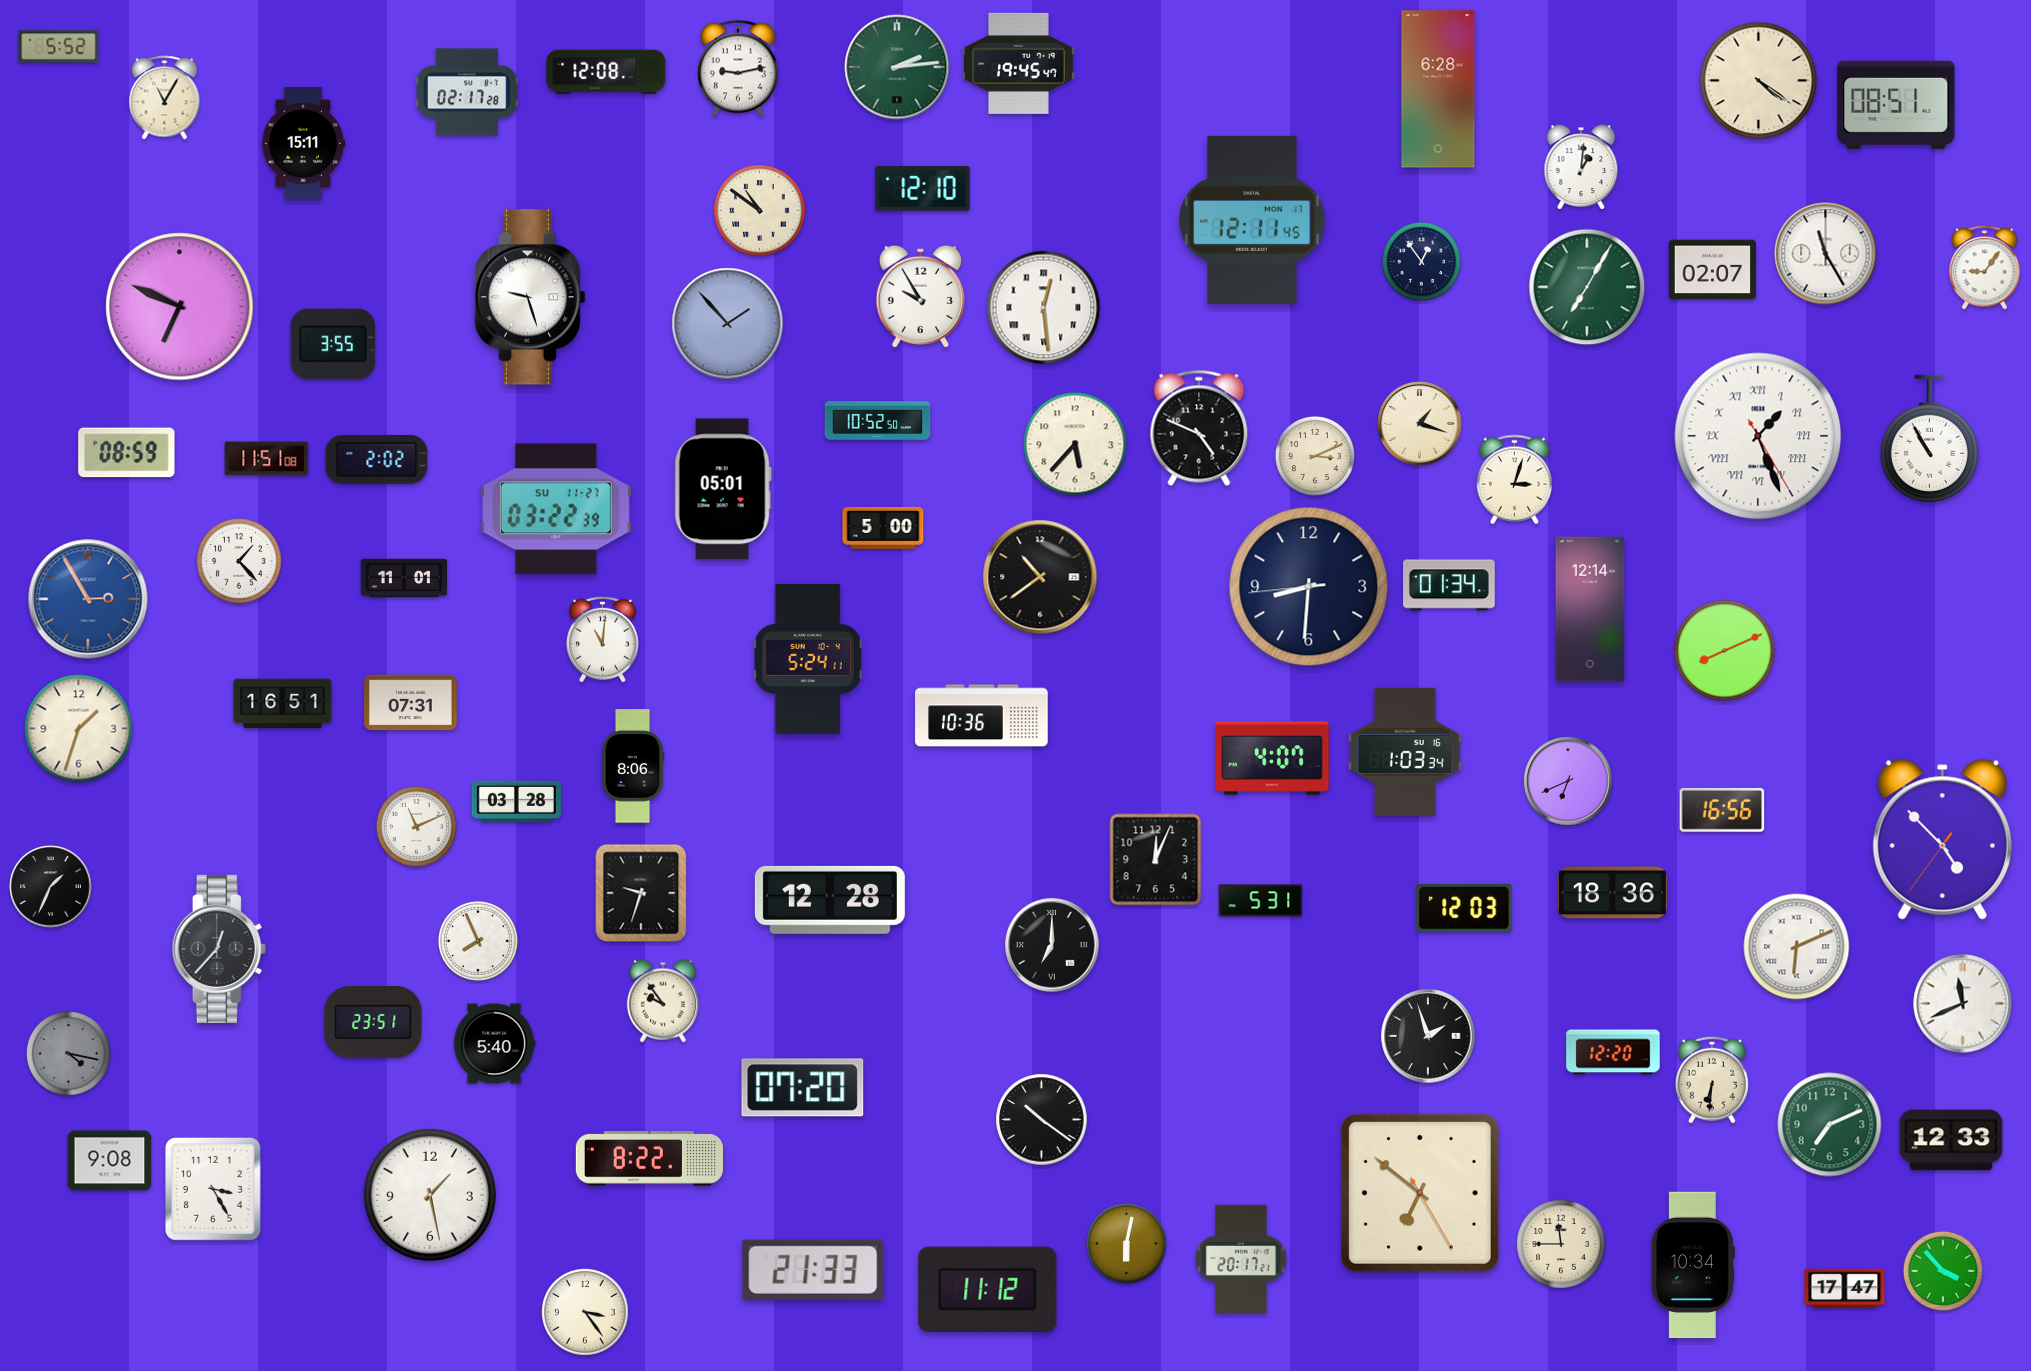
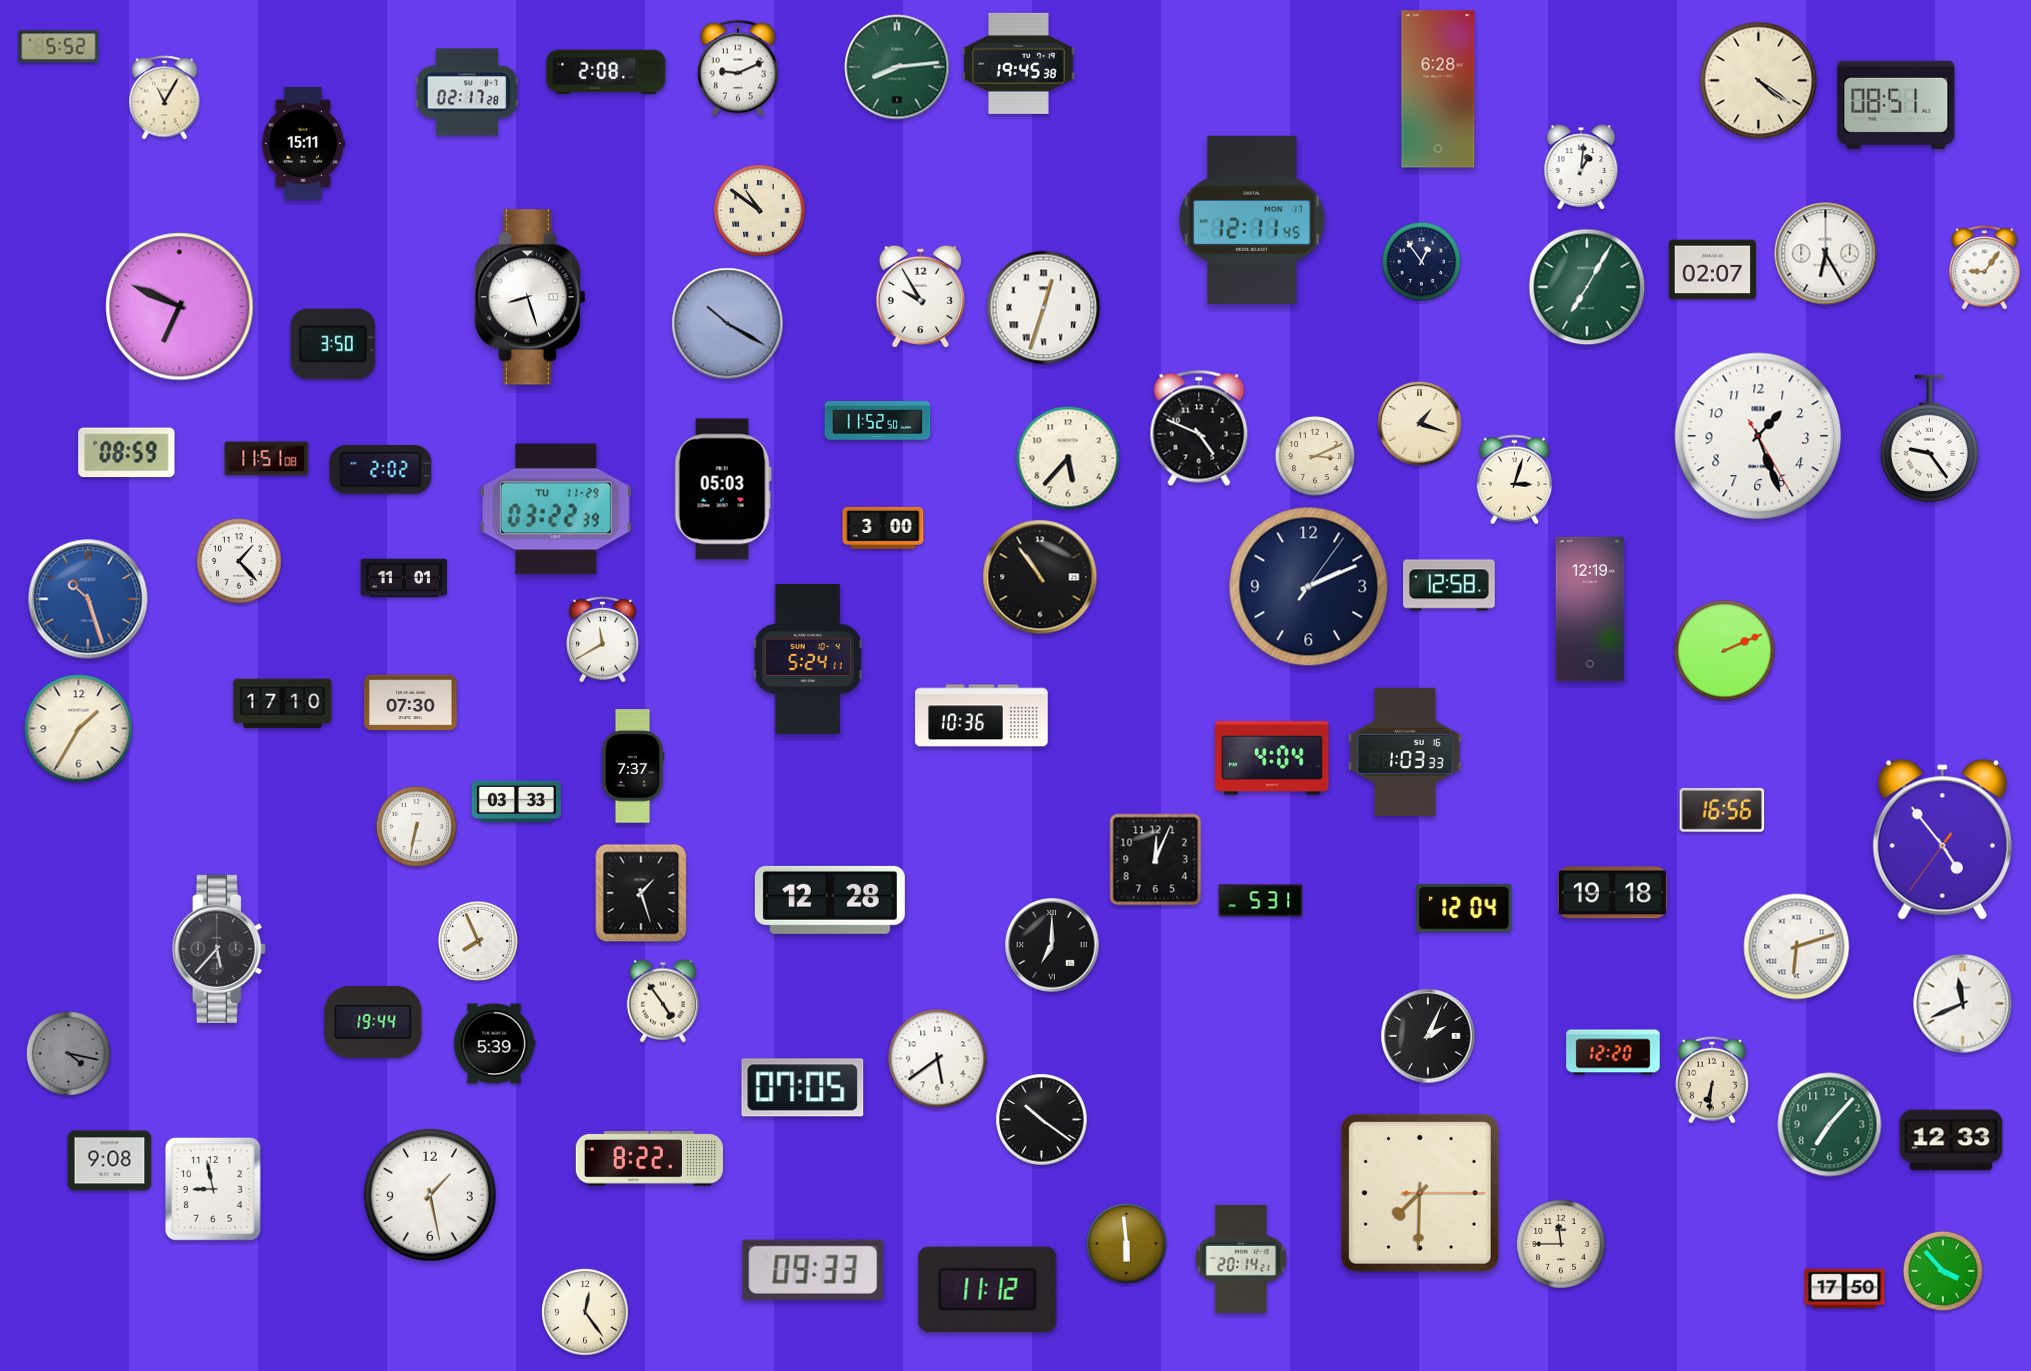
clock at (1019, 63): 19:45:47 -> 19:45:38
clock at (897, 67): 2:14 -> 8:14
clock at (738, 68): 9:13 -> 9:11
clock at (606, 72): 12:08 -> 2:08
clock at (923, 189): 12:10 -> none
clock at (1826, 254): 11:25 -> 6:25
clock at (530, 297): 9:27 -> 8:27
clock at (1044, 308): 12:29 -> 12:33
clock at (728, 324): 1:53 -> 10:20
clock at (333, 344): 3:55 -> 3:50
clock at (878, 421): 10:52 -> 11:52
clock at (1758, 436) numerals: Roman -> Arabic
clock at (1929, 439): 10:55 -> 9:24
clock at (1075, 444) position: (1075, 444) -> (1068, 458)
clock at (377, 460) position: (377, 460) -> (381, 470)
clock at (723, 489): 05:01 -> 05:03
clock at (556, 509) date: SU 11-27 -> TU 11-29
clock at (883, 528): 5:00 -> 3:00
clock at (1040, 577): 10:39 -> 10:54
clock at (1450, 585): 01:34 -> 12:58
clock at (1309, 587): 8:30 -> 2:11
clock at (88, 599): 2:55 -> 10:27
clock at (1590, 609): 12:14 -> 12:19
clock at (602, 639): 11:01 -> 11:40
clock at (1725, 651): 8:11 -> 2:11
clock at (411, 703): 07:31 -> 07:30
clock at (283, 704): 16:51 -> 17:10
clock at (79, 729): 1:33 -> 1:35
clock at (1405, 752): 1:03:34 -> 1:03:33
clock at (1272, 758): 4:07 -> 4:04
clock at (633, 766): 8:06 -> 7:37
clock at (1568, 781): 6:41 -> none
clock at (516, 802): 03:28 -> 03:33
clock at (416, 826): 11:11 -> 6:32
clock at (1942, 840): 4:52 -> 4:53
clock at (51, 887): 1:34 -> none
clock at (641, 893): 9:33 -> 1:27
clock at (1612, 893): 18:36 -> 19:18
clock at (1464, 908): 12:03 -> 12:04
clock at (1797, 947): 6:11 -> 6:12
clock at (219, 949): 12:37 -> 5:37
clock at (663, 1001): 9:54 -> 4:54
clock at (373, 1023): 23:51 -> 19:44
clock at (1428, 1036): 1:57 -> 2:04
clock at (494, 1044): 5:40 -> 5:39
clock at (938, 1059): none -> 5:39
clock at (803, 1088): 07:20 -> 07:05
clock at (1830, 1125): 7:11 -> 7:07
clock at (213, 1189): 3:25 -> 8:58
clock at (1420, 1193): 6:51 -> 7:30
clock at (1126, 1243): 6:02 -> 5:59
clock at (1241, 1259): 20:17 -> 20:14
clock at (1693, 1265): 10:34 -> none
clock at (813, 1270): 21:33 -> 09:33
clock at (1845, 1289): 17:47 -> 17:50
clock at (585, 1312): 3:24 -> 12:24
